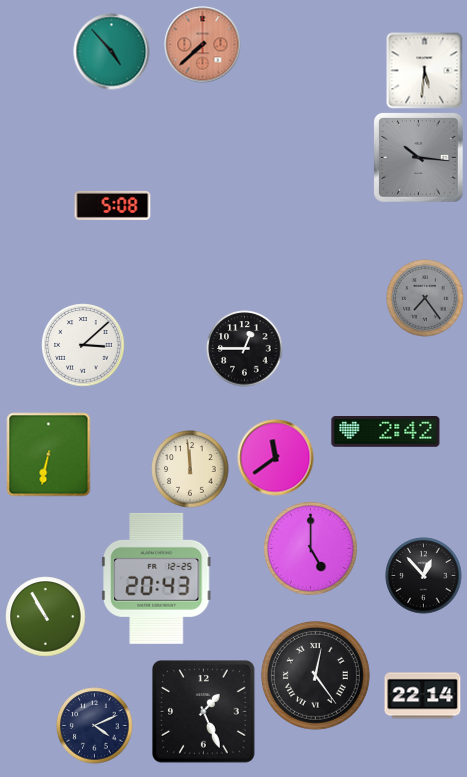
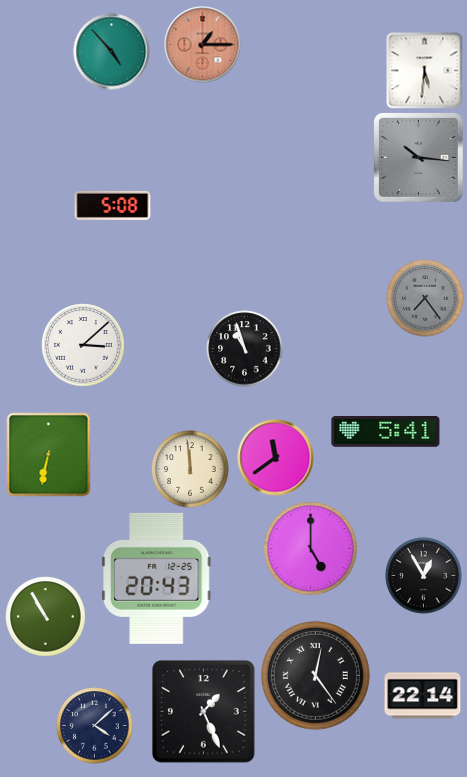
clock at (203, 45): 7:38 -> 1:15
clock at (245, 349): 12:45 -> 10:57
clock at (386, 432): 2:42 -> 5:41
clock at (424, 576): 12:53 -> 12:55
clock at (95, 726): 4:11 -> 4:08
